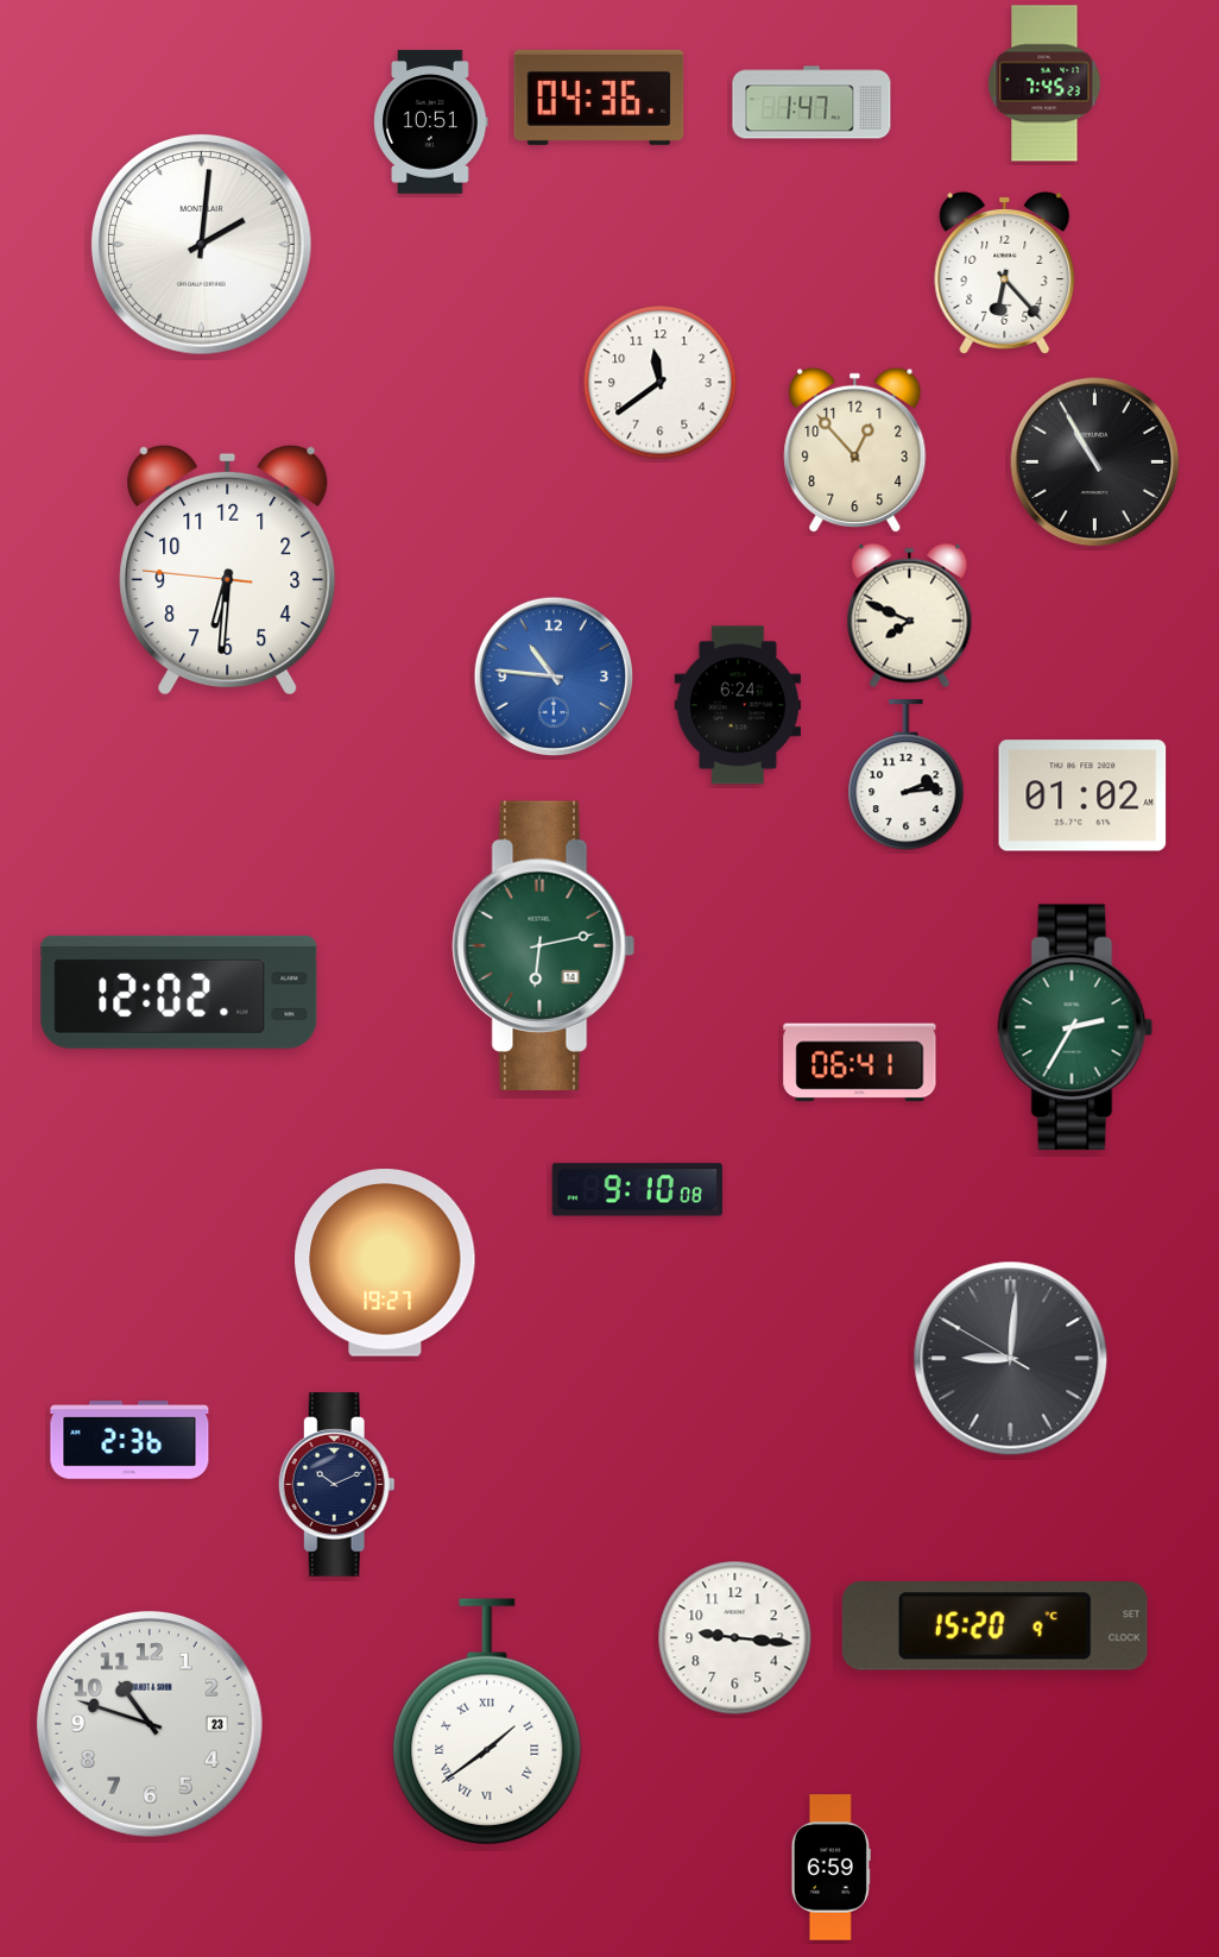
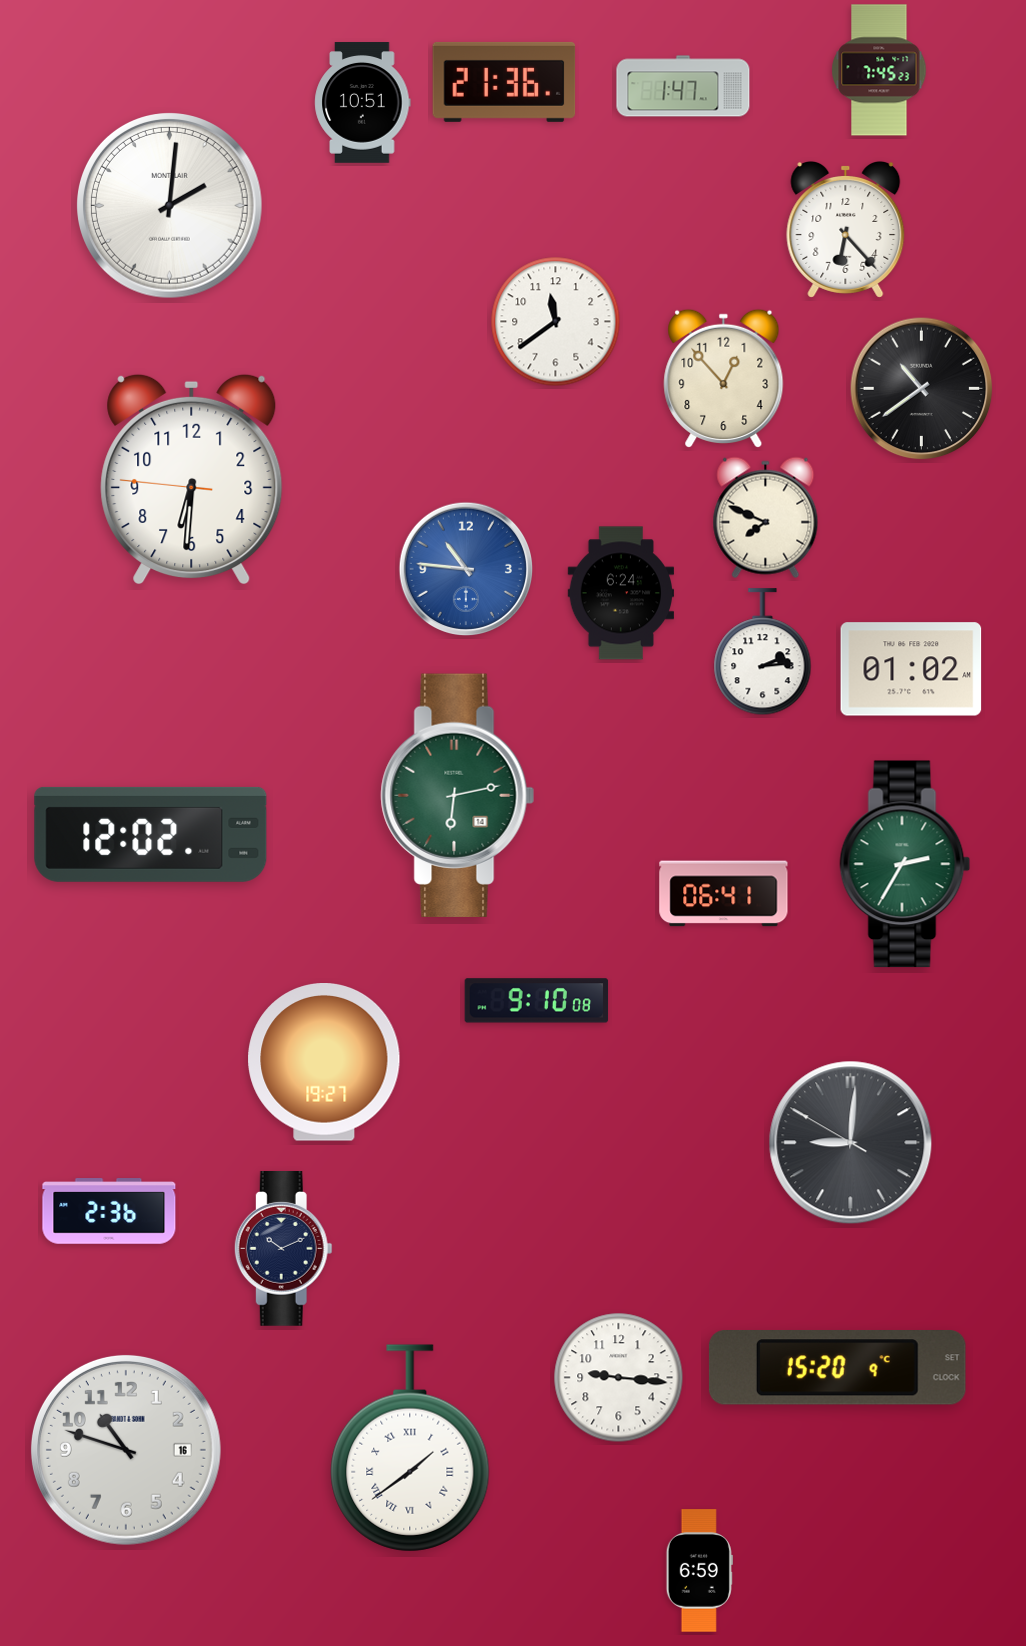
clock at (599, 97): 04:36 -> 21:36
clock at (855, 449) position: (855, 449) -> (724, 378)
clock at (1095, 462): 10:55 -> 10:39
clock at (150, 1724) date: 23 -> 16
